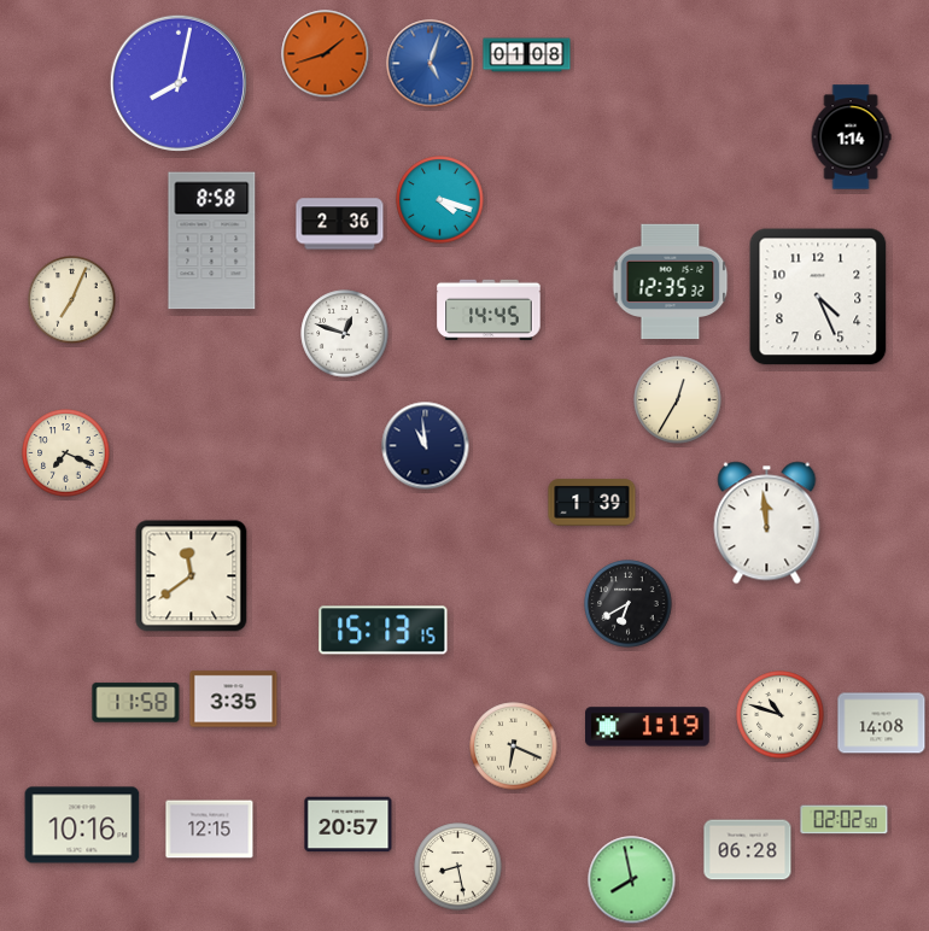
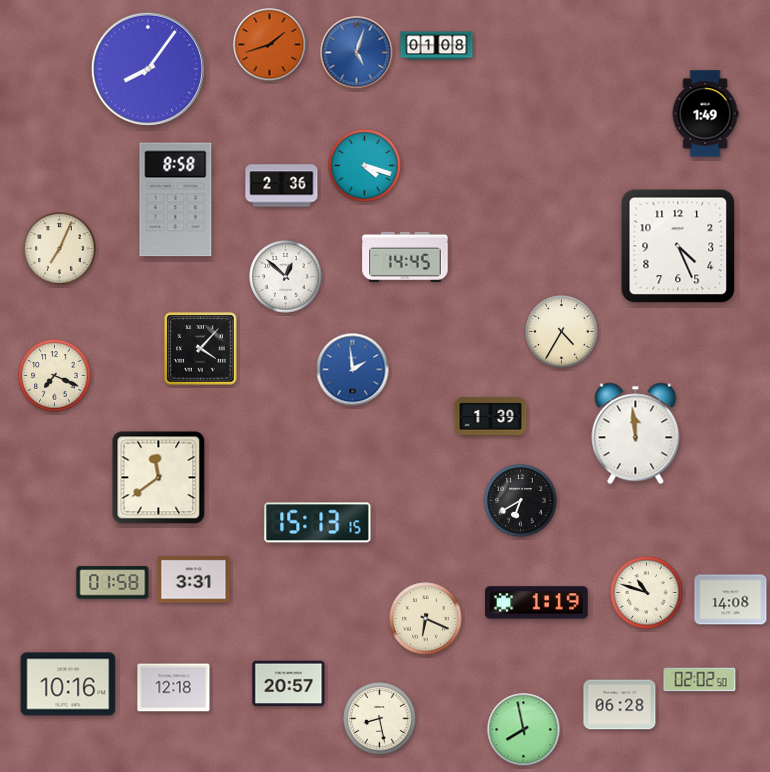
clock at (179, 83): 8:02 -> 8:06
clock at (851, 137): 1:14 -> 1:49
clock at (671, 282): 12:35 -> none
clock at (345, 334): 12:48 -> 12:52
clock at (678, 400): 12:35 -> 4:35
clock at (201, 349): none -> 4:07
clock at (426, 446): 10:59 -> 1:59
clock at (426, 446) dial: navy -> blue
clock at (234, 699): 3:35 -> 3:31
clock at (136, 703): 11:58 -> 01:58
clock at (210, 830): 12:15 -> 12:18
